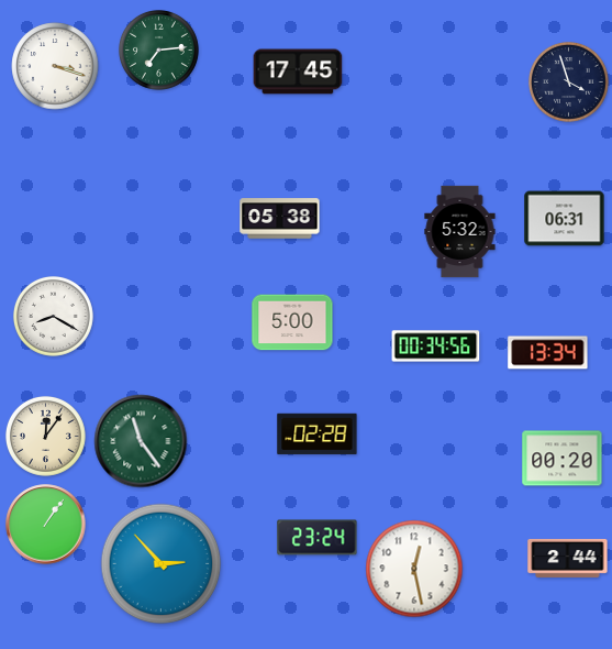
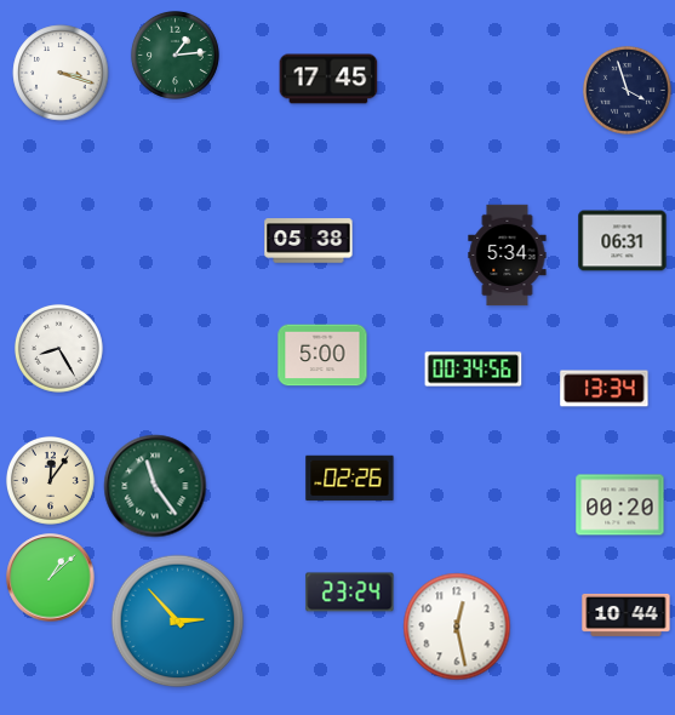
clock at (158, 50): 7:14 -> 1:14
clock at (460, 232): 5:32 -> 5:34
clock at (53, 316): 8:20 -> 8:25
clock at (436, 346) position: (436, 346) -> (474, 370)
clock at (318, 435): 02:28 -> 02:26
clock at (46, 525): 1:06 -> 1:08
clock at (568, 558): 2:44 -> 10:44
